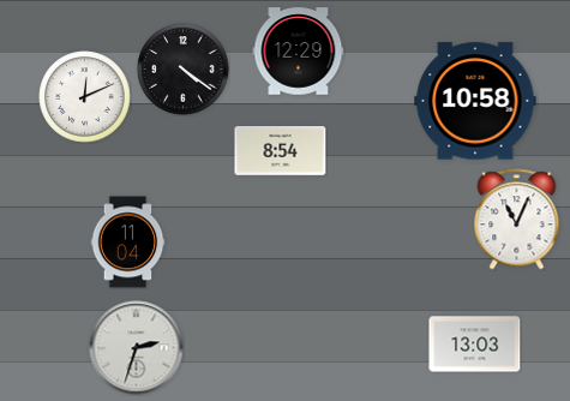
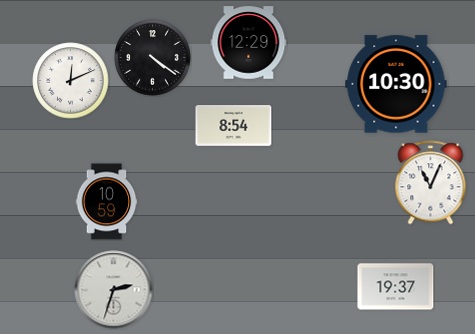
clock at (475, 101): 10:58 -> 10:30
clock at (128, 243): 11:04 -> 10:59
clock at (475, 345): 13:03 -> 19:37
